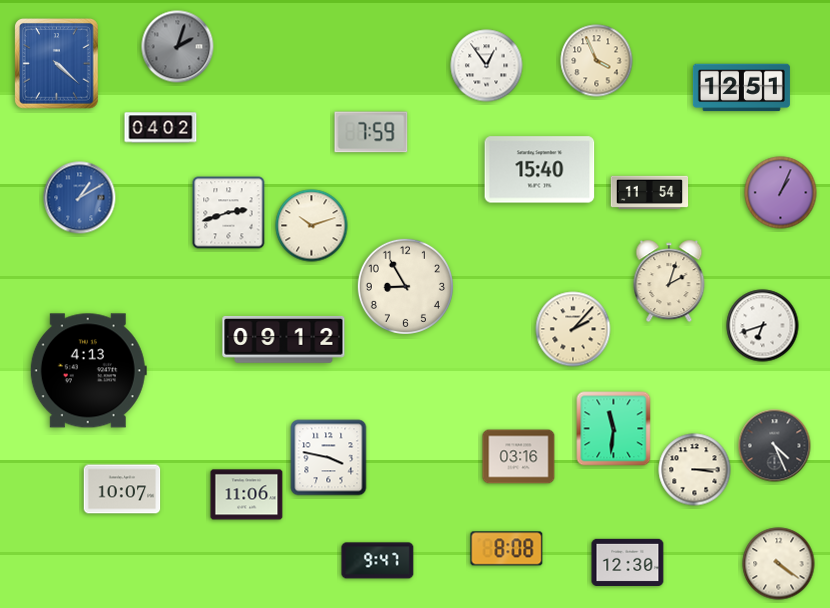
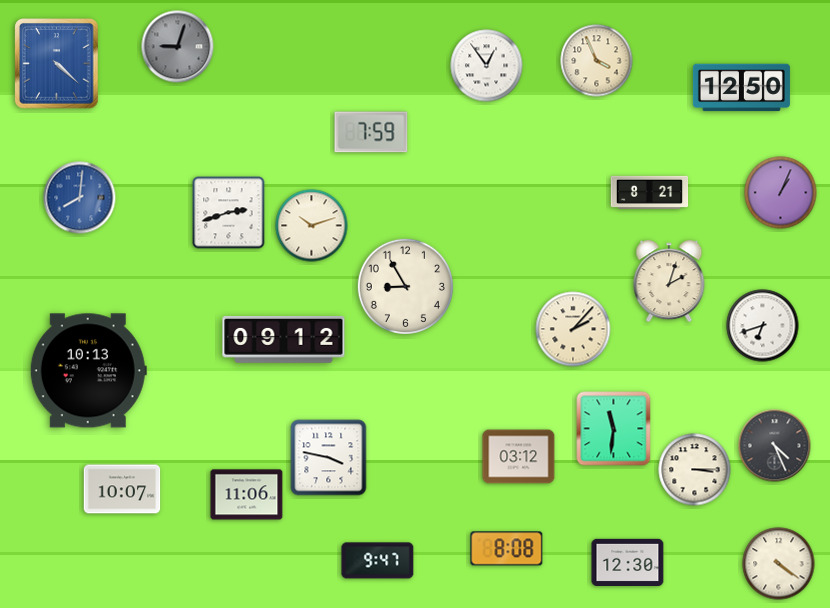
clock at (178, 47): 2:03 -> 9:03
clock at (741, 88): 12:51 -> 12:50
clock at (161, 128): 04:02 -> none
clock at (540, 170): 15:40 -> none
clock at (650, 192): 11:54 -> 8:21
clock at (80, 198): 1:10 -> 8:01
clock at (88, 371): 4:13 -> 10:13
clock at (519, 457): 03:16 -> 03:12
